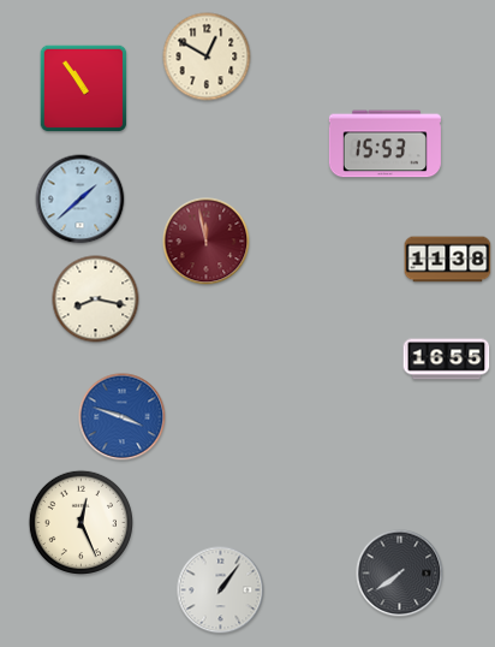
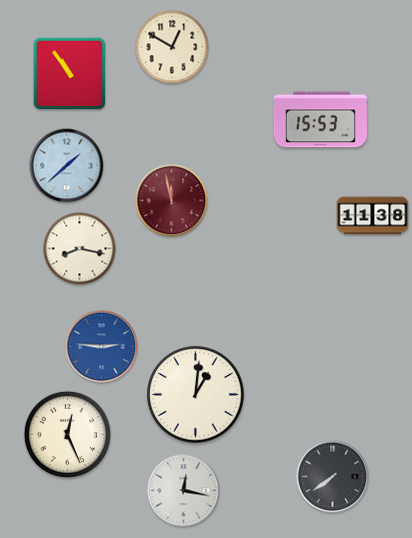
clock at (447, 360): 16:55 -> none
clock at (123, 417): 3:48 -> 2:46
clock at (196, 395): none -> 1:01
clock at (221, 590): 1:06 -> 12:17
